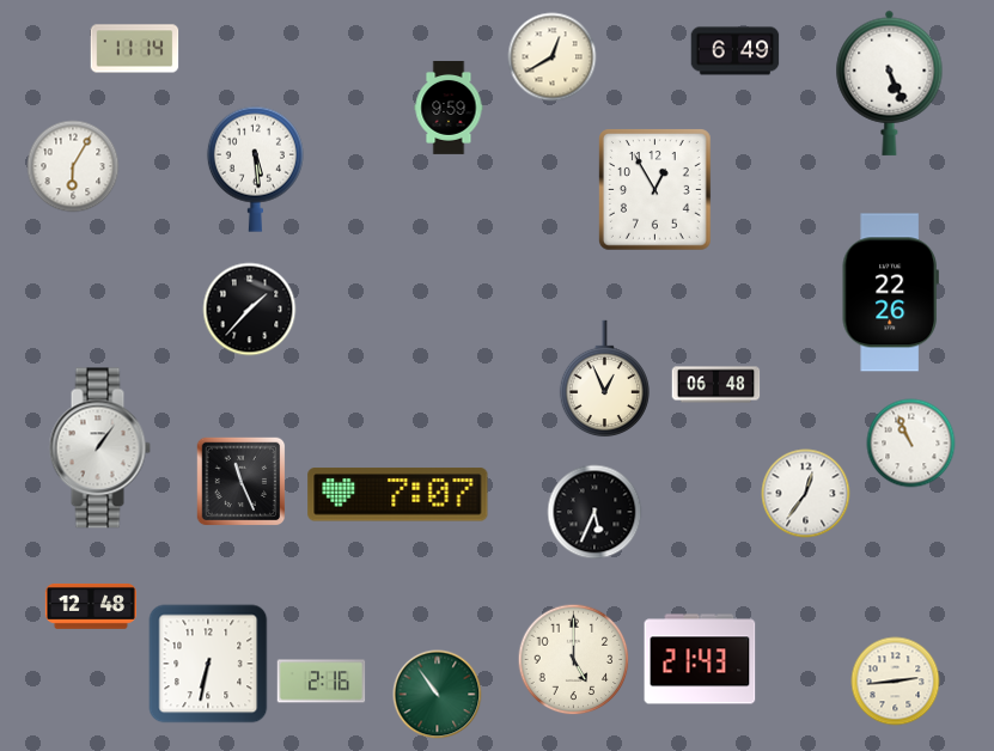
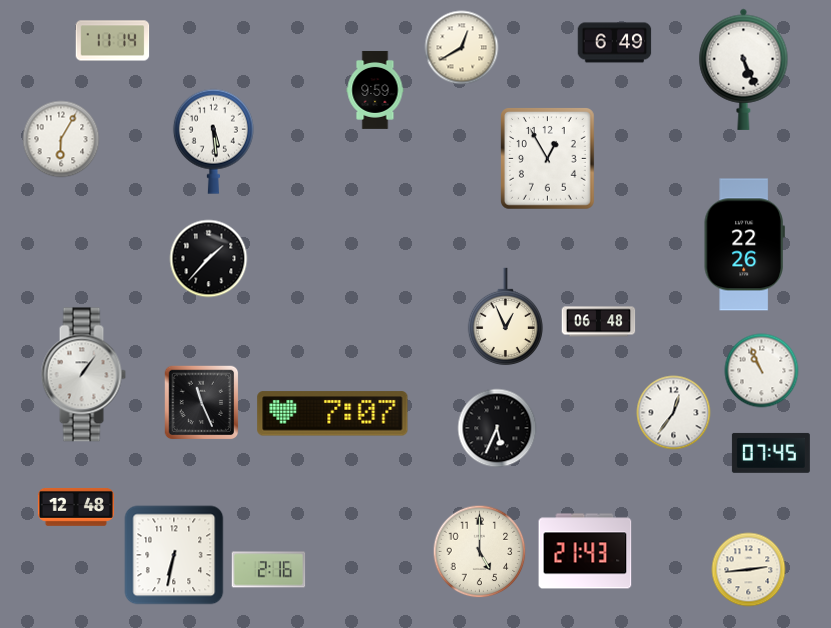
clock at (771, 453): none -> 07:45
clock at (438, 695): 10:54 -> none
